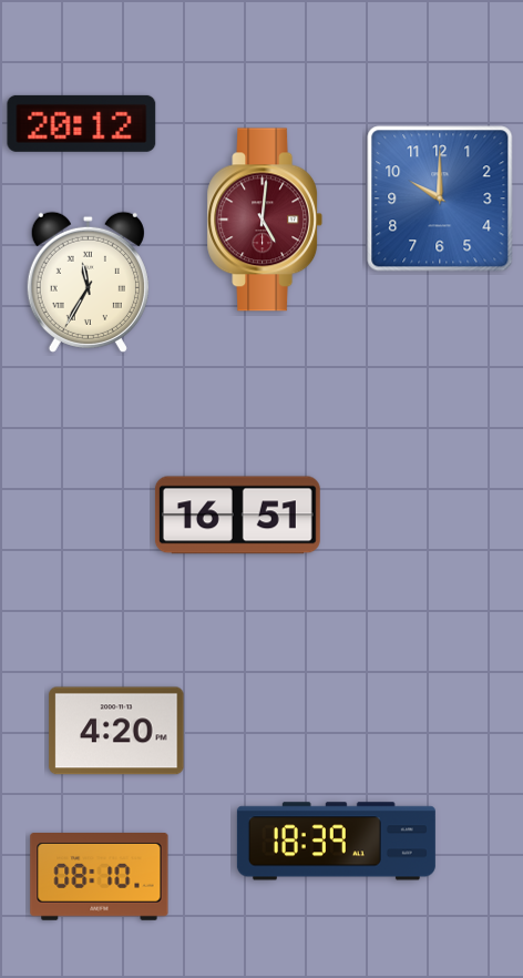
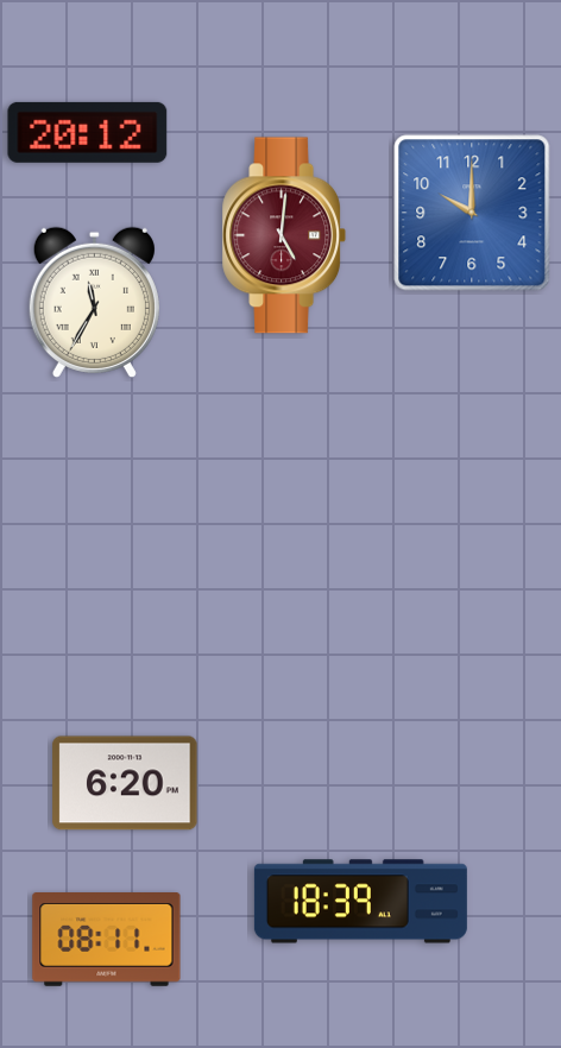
clock at (237, 516): 16:51 -> none
clock at (116, 731): 4:20 -> 6:20
clock at (100, 877): 08:10 -> 08:11
